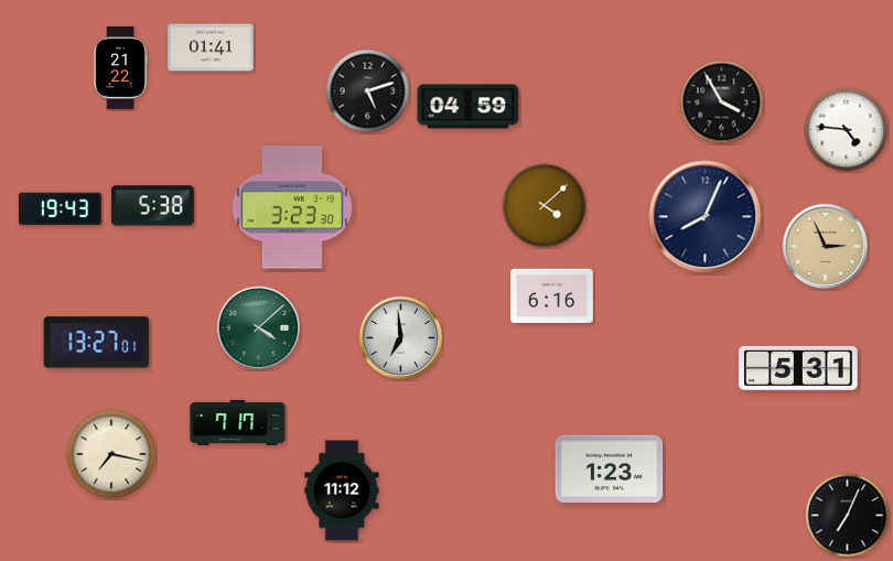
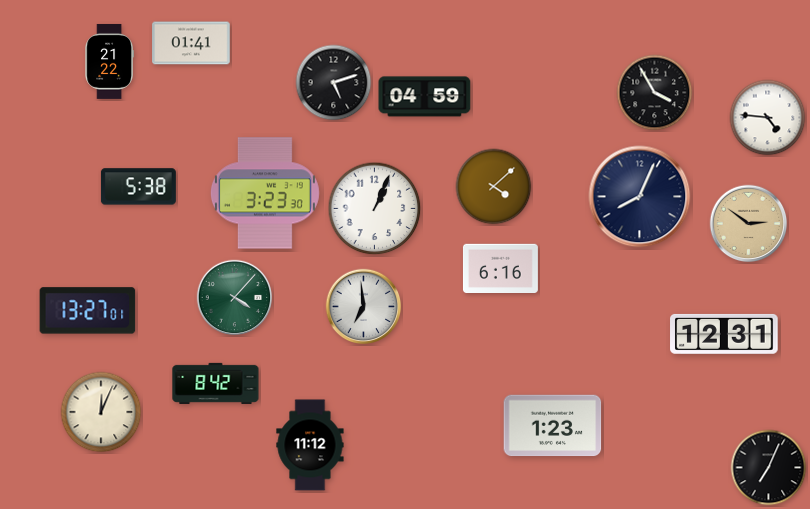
clock at (292, 207) position: (292, 207) -> (265, 193)
clock at (60, 209): 19:43 -> none
clock at (375, 209): none -> 1:04
clock at (826, 247): 2:56 -> 2:51
clock at (259, 328): 4:08 -> 4:07
clock at (798, 368): 5:31 -> 12:31
clock at (238, 422): 7:17 -> 8:42
clock at (111, 454): 7:17 -> 12:04
